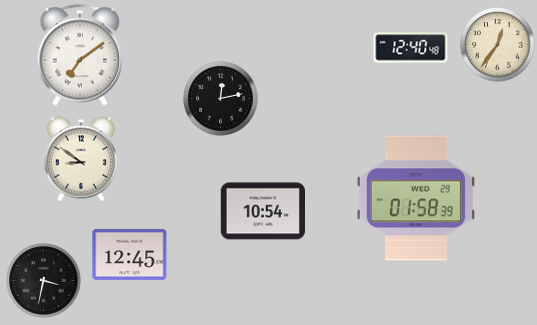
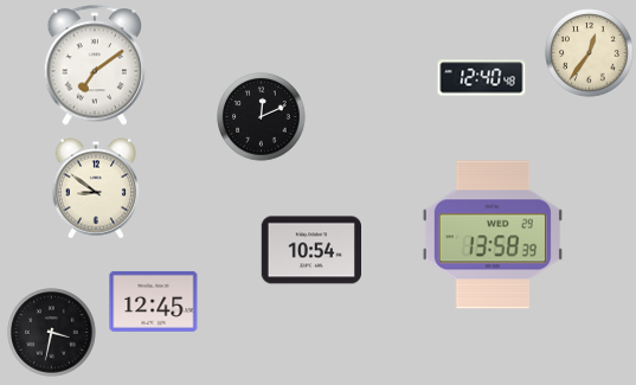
clock at (411, 48) position: (411, 48) -> (482, 78)
clock at (221, 99): 12:13 -> 12:11
clock at (416, 198): 01:58 -> 13:58
